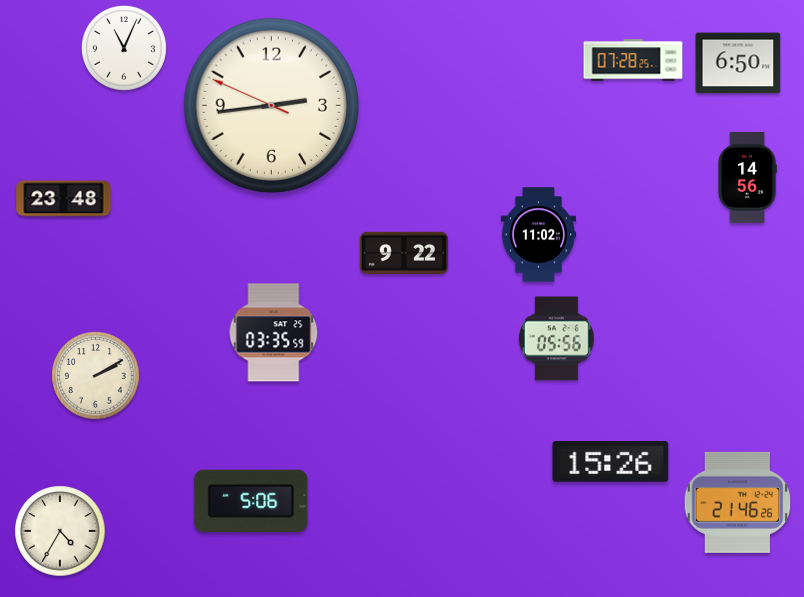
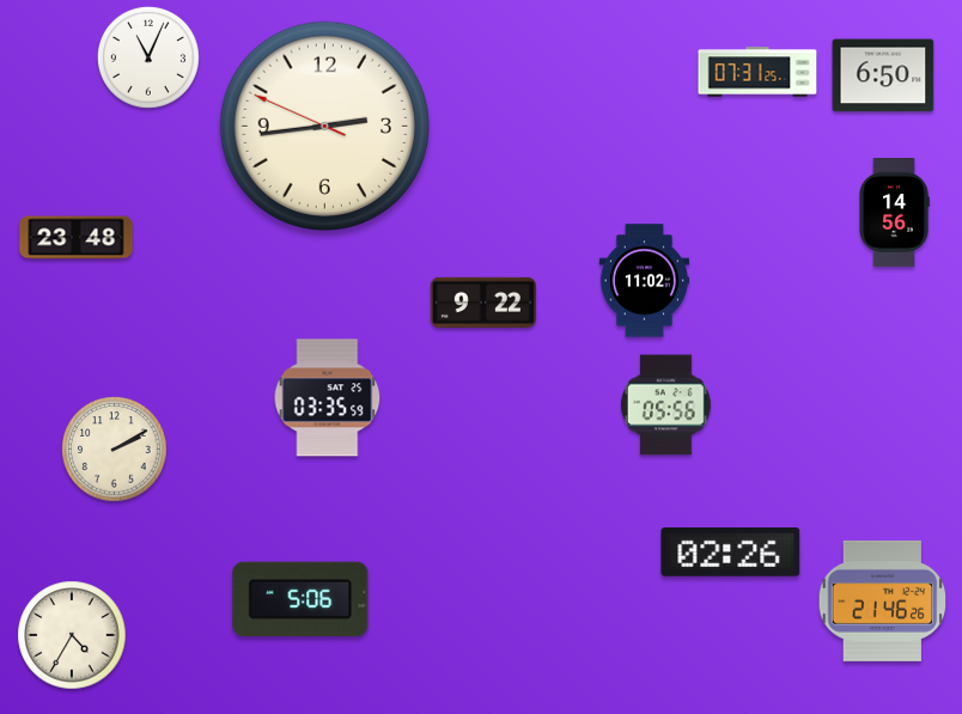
clock at (633, 60): 07:28 -> 07:31
clock at (611, 462): 15:26 -> 02:26
